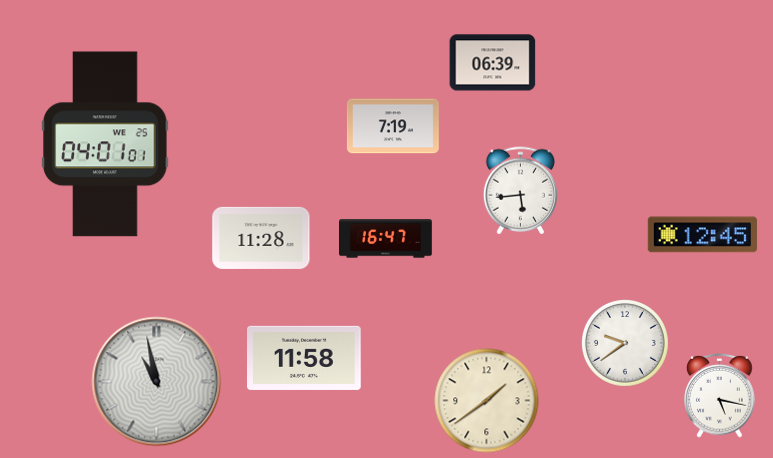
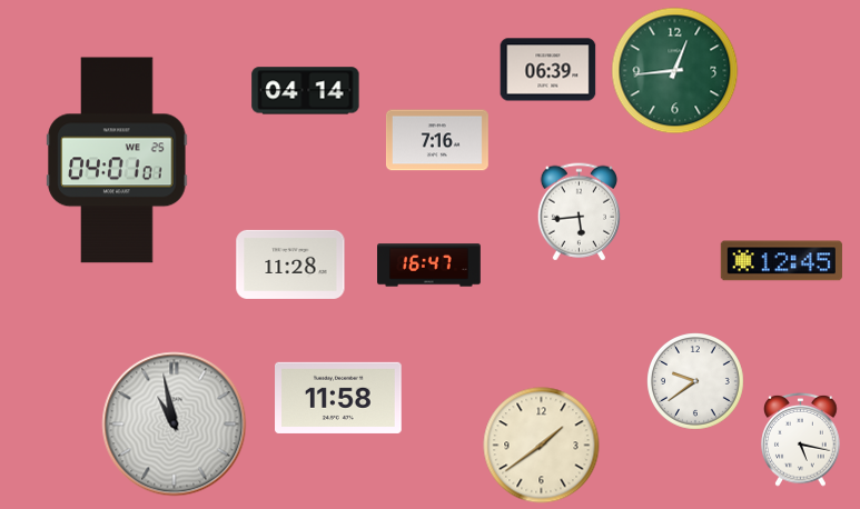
clock at (675, 71): none -> 12:44
clock at (306, 91): none -> 04:14
clock at (393, 126): 7:19 -> 7:16
